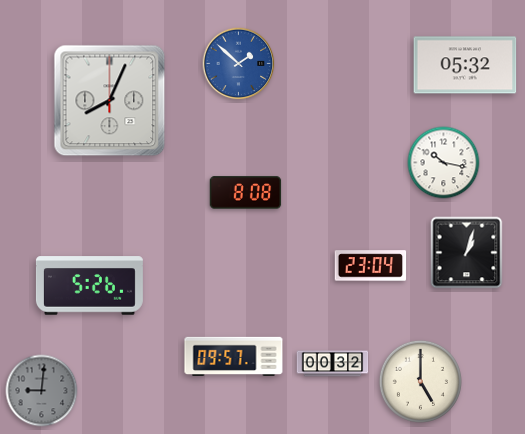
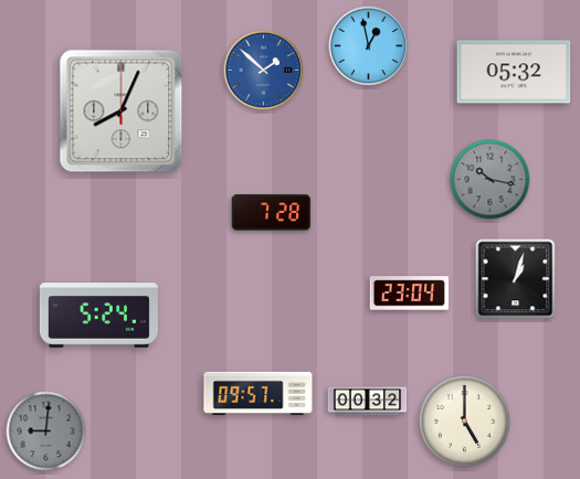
clock at (369, 46): none -> 12:58
clock at (444, 163) dial: white -> grey
clock at (246, 193): 8:08 -> 7:28
clock at (89, 286): 5:26 -> 5:24
